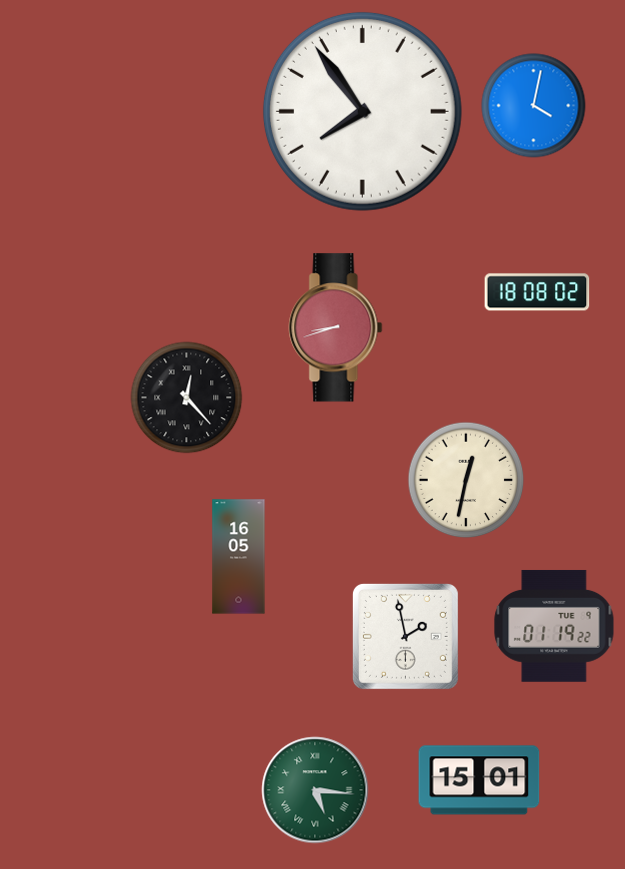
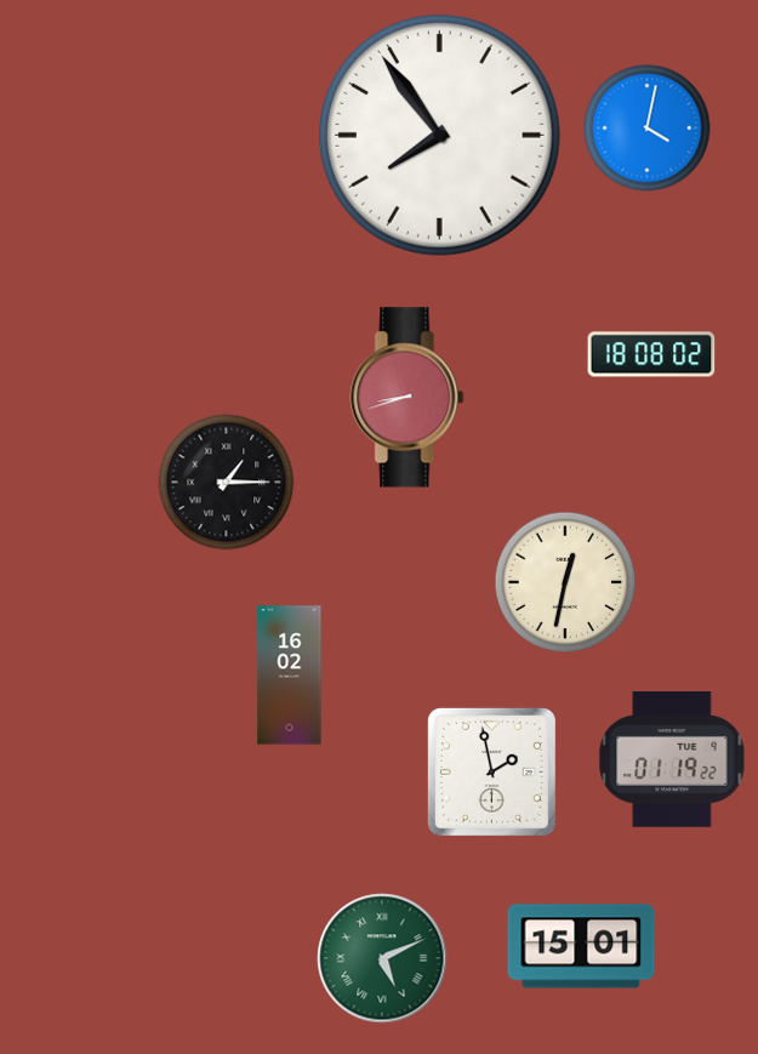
clock at (187, 398): 12:23 -> 1:15
clock at (239, 557): 16:05 -> 16:02
clock at (315, 790): 5:16 -> 5:11
